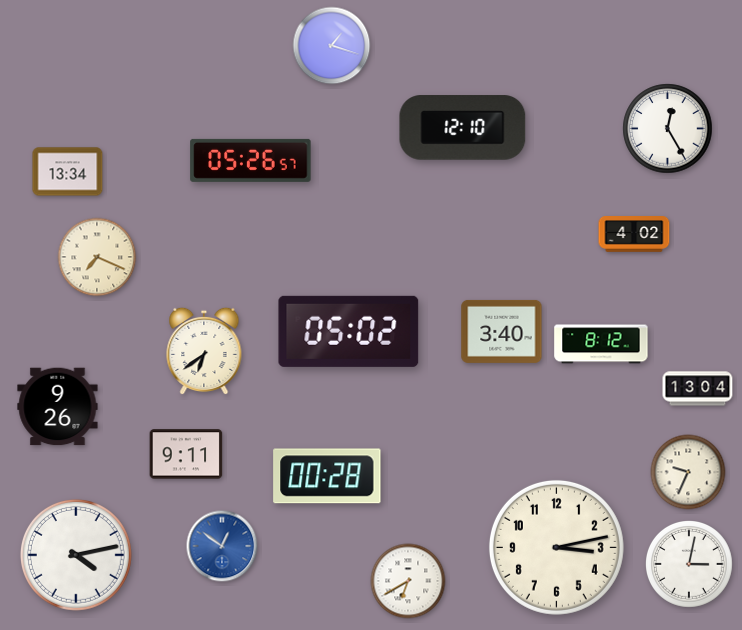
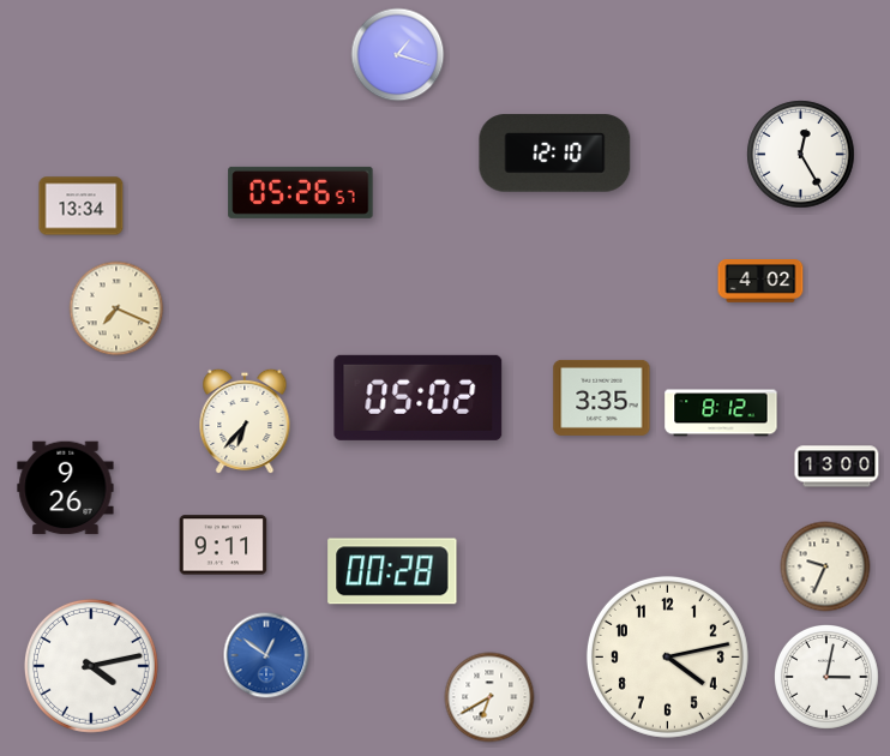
clock at (502, 331): 3:40 -> 3:35
clock at (204, 351): 6:39 -> 6:37
clock at (698, 389): 13:04 -> 13:00
clock at (58, 407) position: (58, 407) -> (66, 488)
clock at (556, 547): 3:13 -> 4:13
